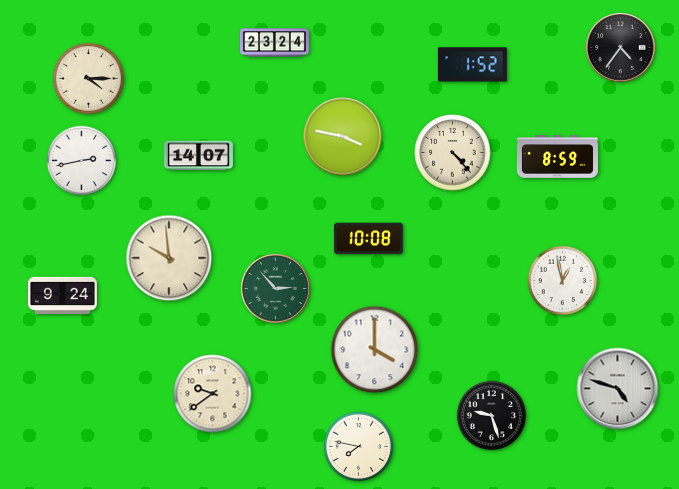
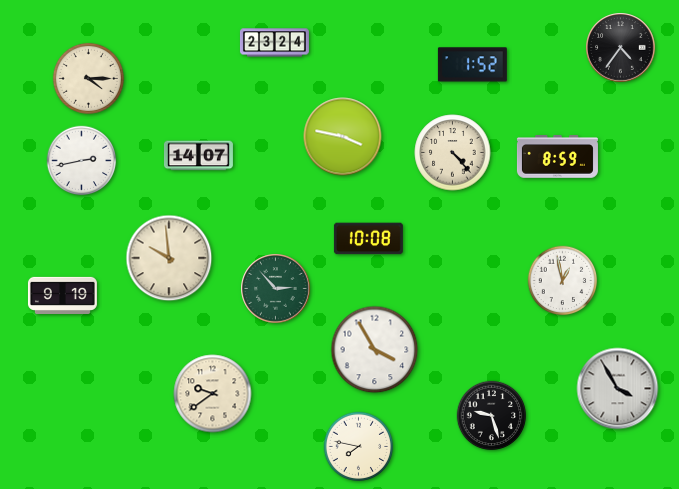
clock at (62, 295): 9:24 -> 9:19
clock at (375, 350): 4:00 -> 3:55
clock at (618, 389): 4:48 -> 3:55
